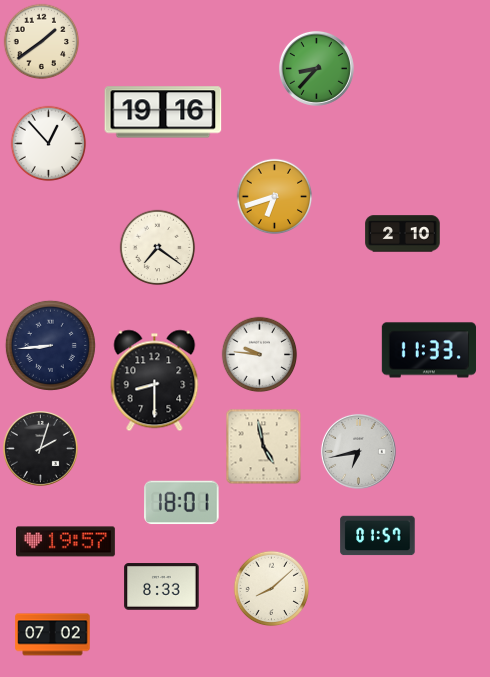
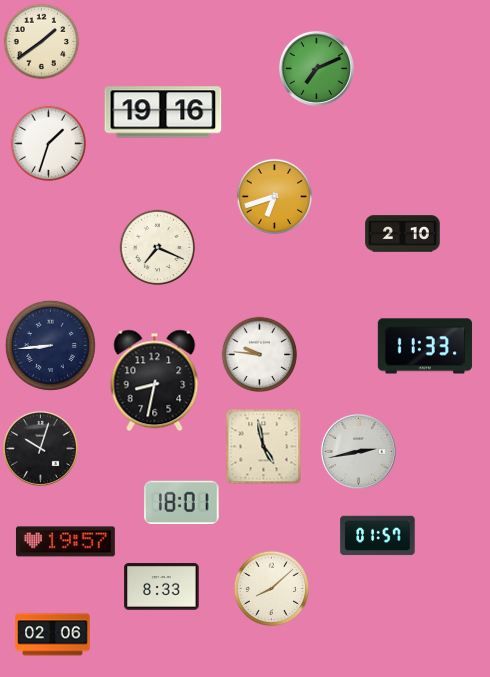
clock at (316, 68): 8:37 -> 7:11
clock at (49, 144): 12:53 -> 1:33
clock at (158, 248): 7:21 -> 7:19
clock at (428, 350) position: (428, 350) -> (424, 346)
clock at (155, 381): 8:30 -> 8:32
clock at (40, 448): 2:03 -> 10:03
clock at (358, 451): 6:43 -> 2:43
clock at (53, 635): 07:02 -> 02:06
